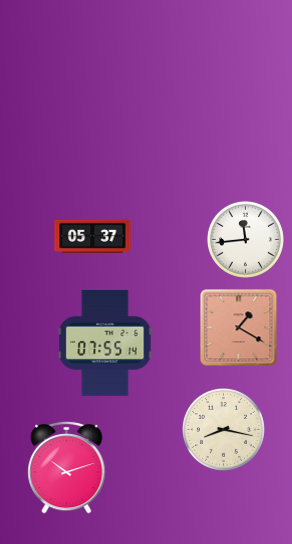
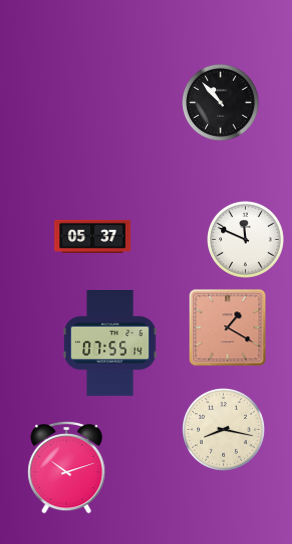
clock at (220, 102): none -> 10:53
clock at (245, 239): 11:44 -> 11:49
clock at (239, 328) position: (239, 328) -> (228, 328)
clock at (105, 344) position: (105, 344) -> (110, 344)
